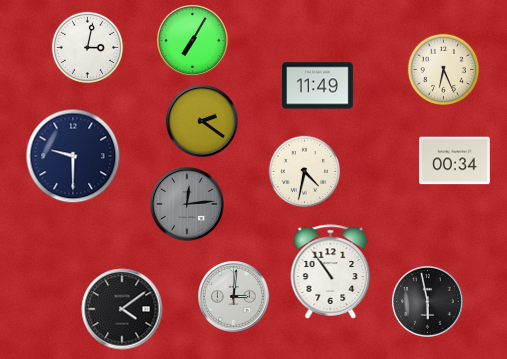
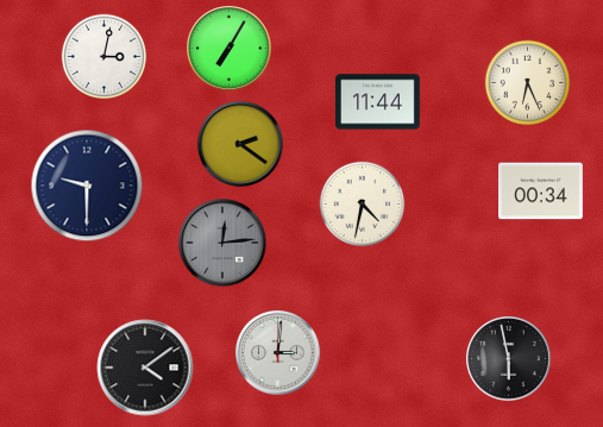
clock at (318, 86): 11:49 -> 11:44
clock at (331, 272): 10:54 -> none
